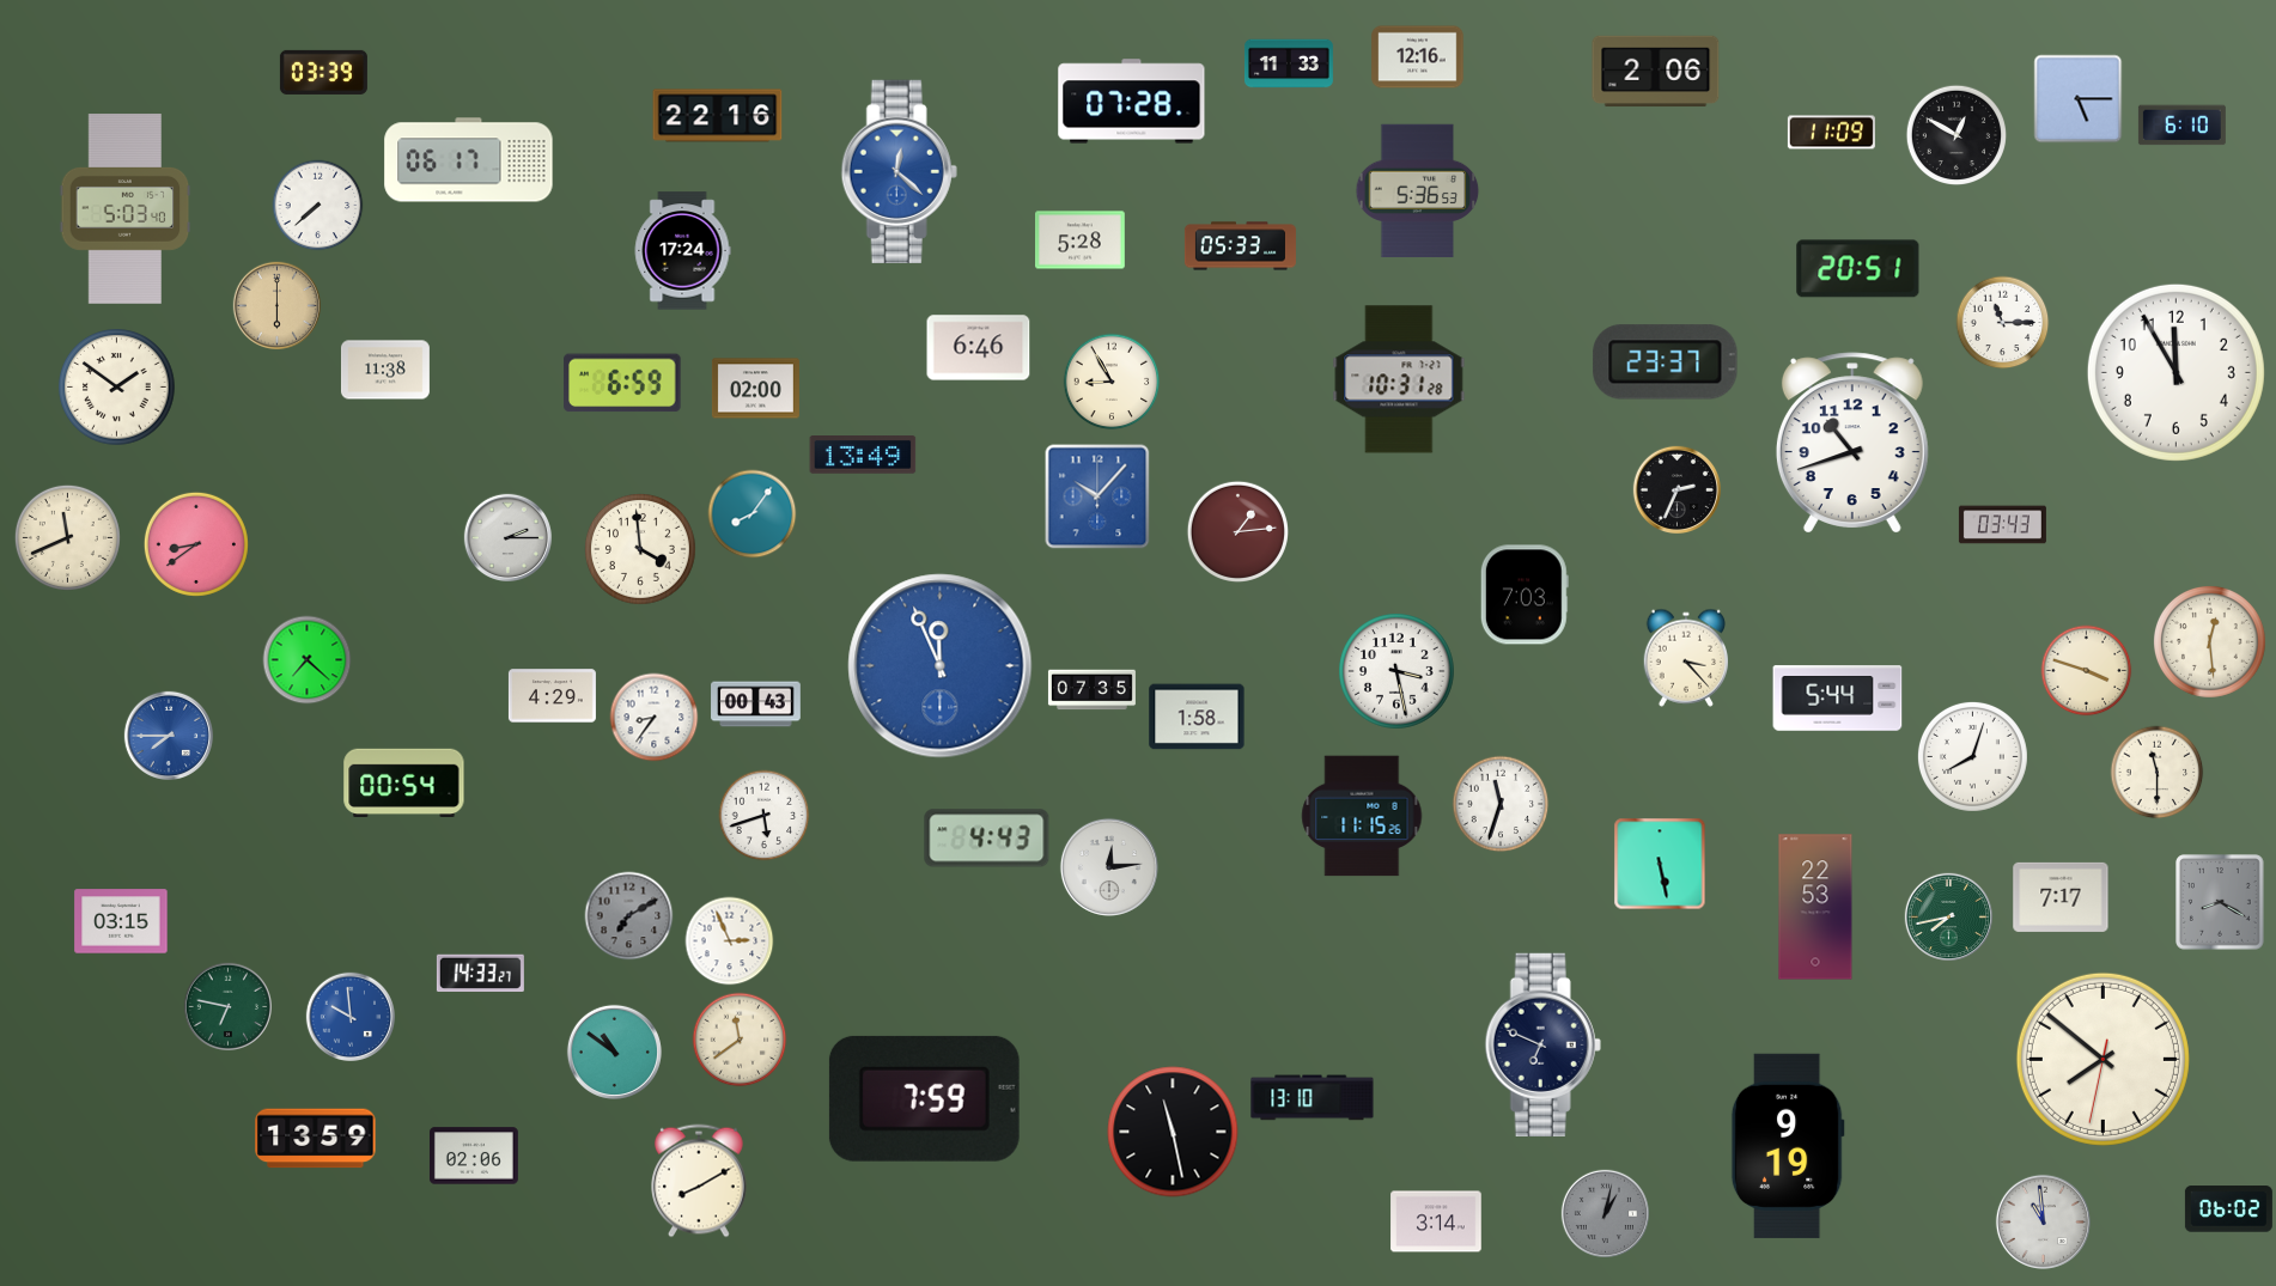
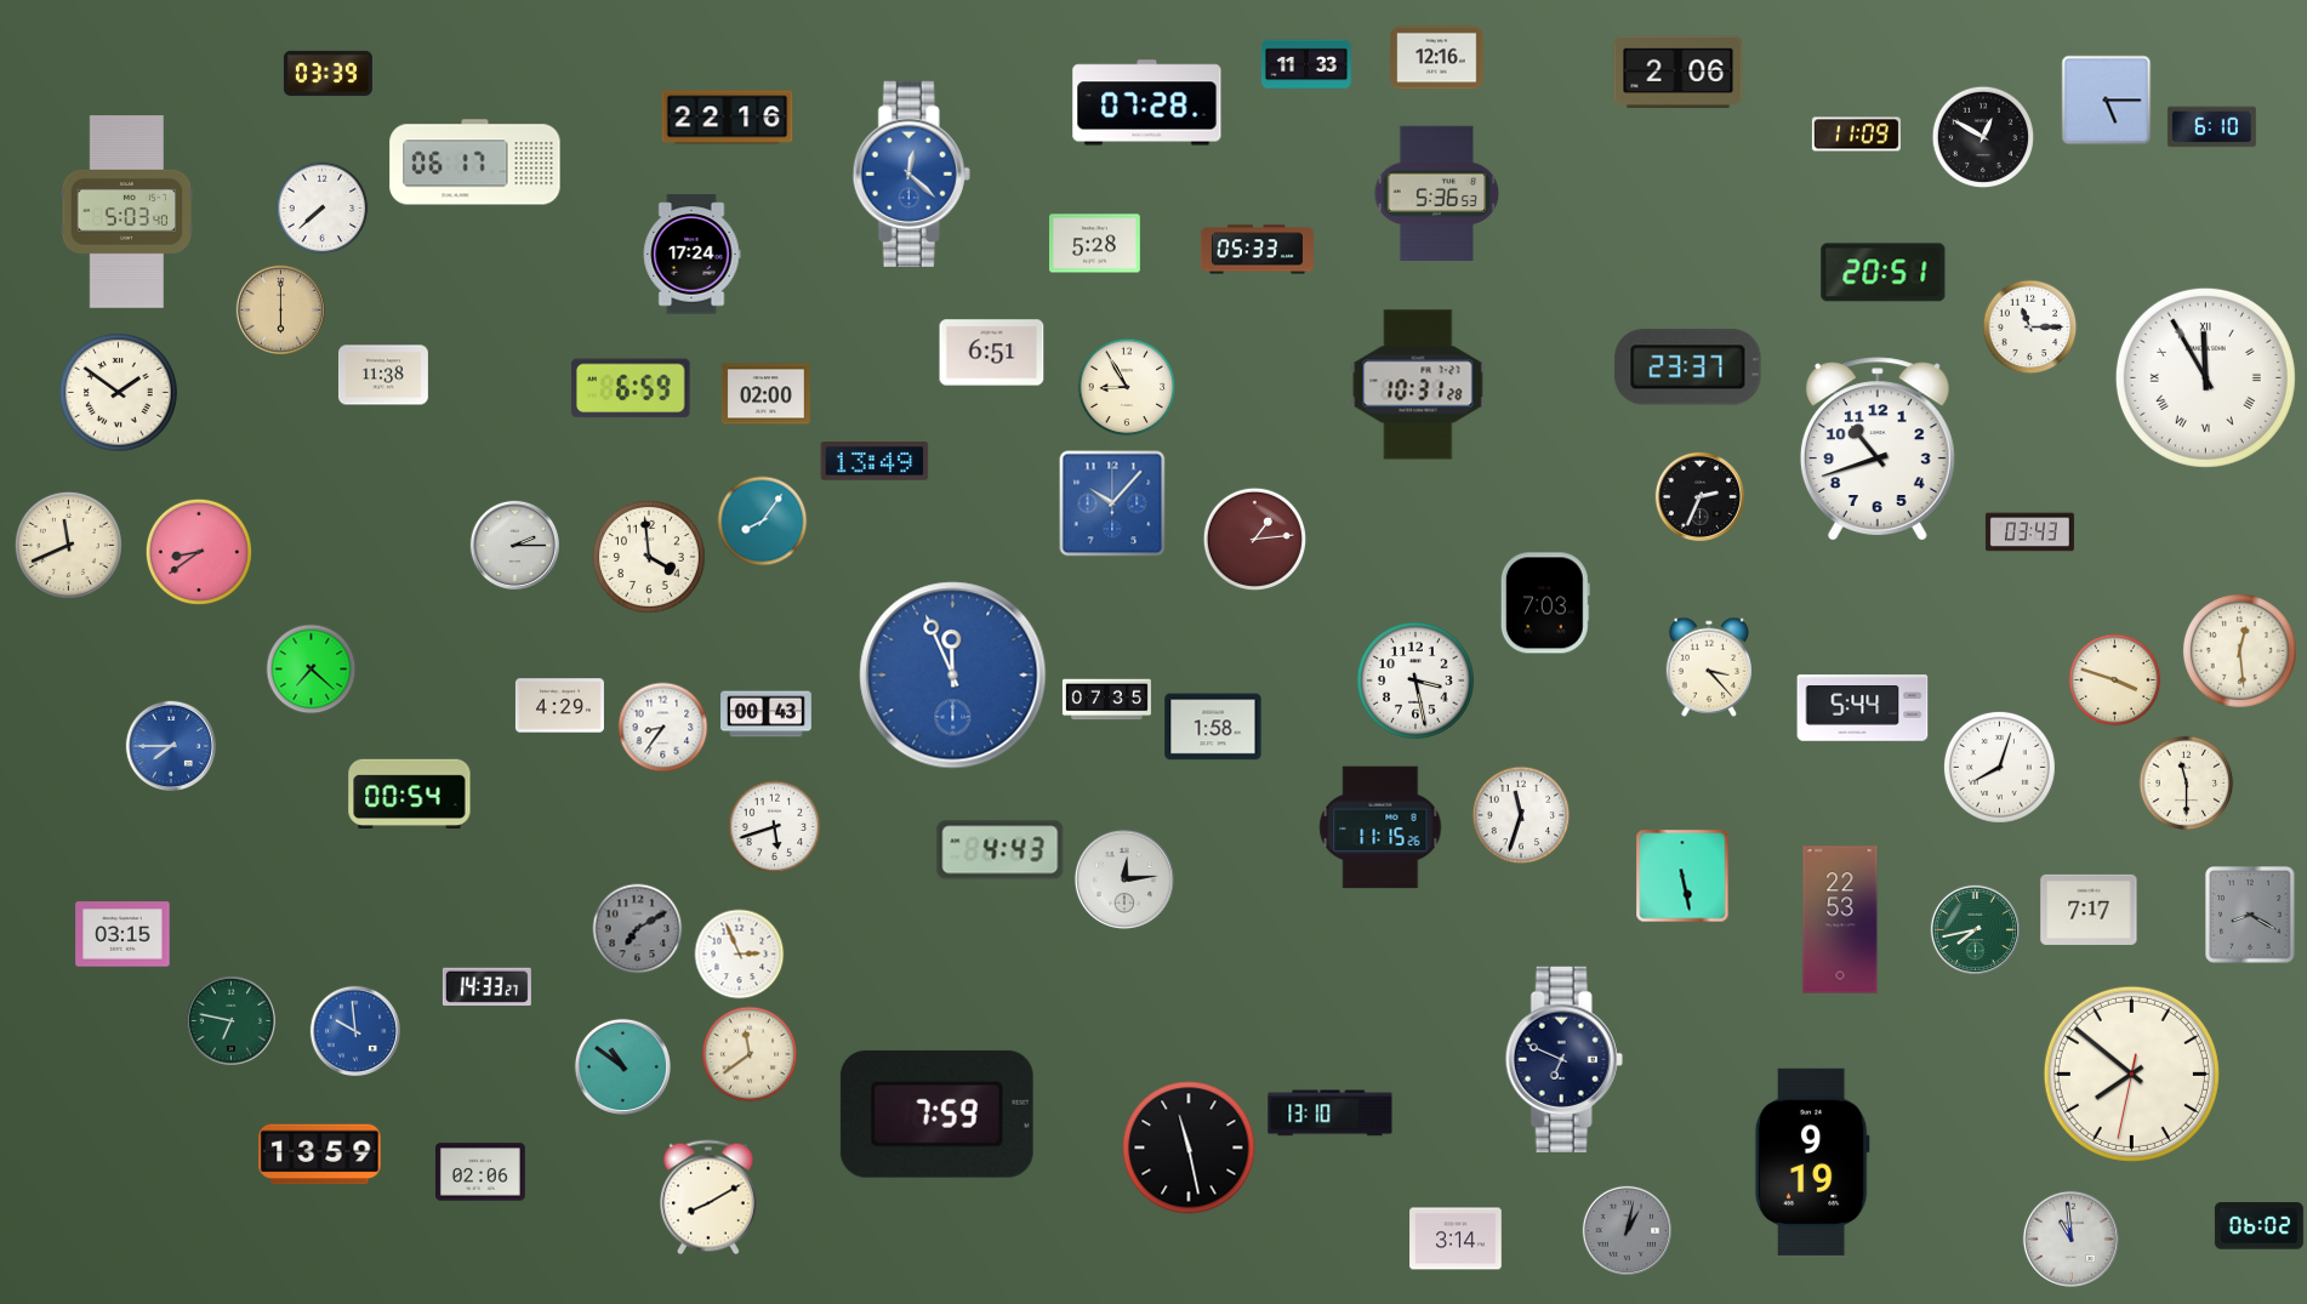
clock at (979, 348): 6:46 -> 6:51
clock at (385, 370) position: (385, 370) -> (383, 375)
clock at (2175, 372) numerals: Arabic -> Roman
